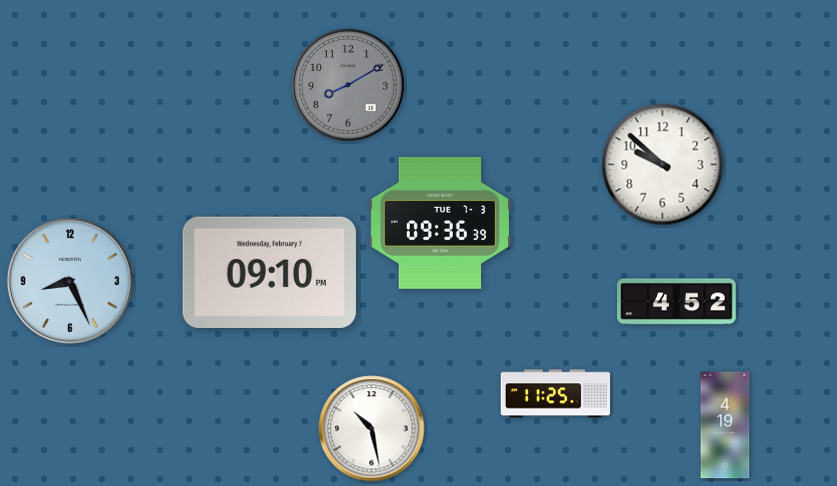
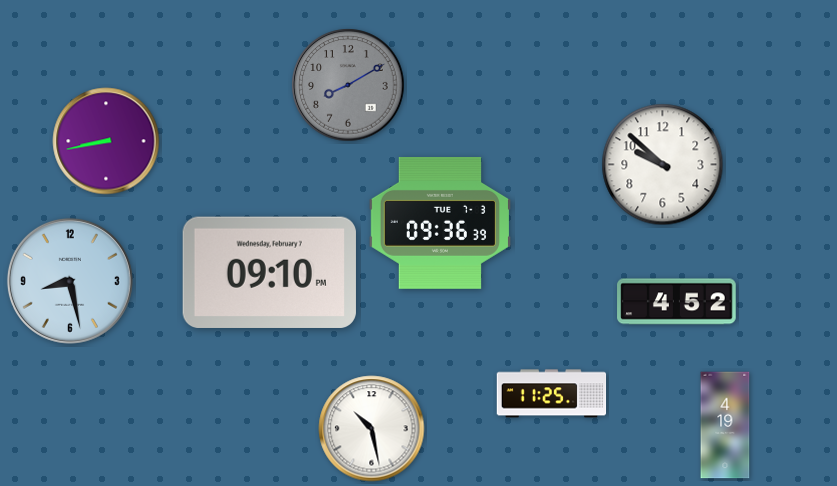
clock at (106, 141): none -> 8:43
clock at (70, 281): 8:26 -> 8:28
clock at (556, 394) position: (556, 394) -> (552, 394)
